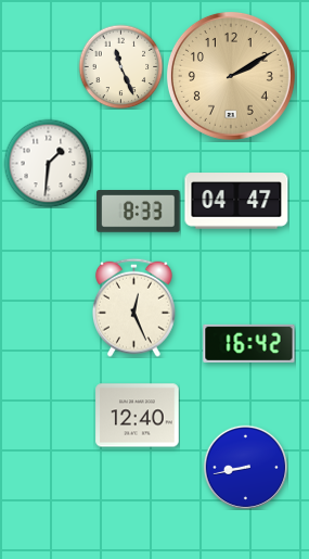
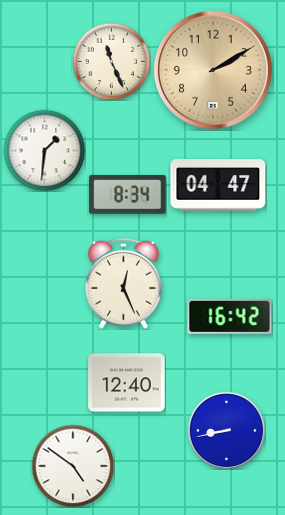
clock at (139, 212): 8:33 -> 8:34
clock at (73, 466): none -> 4:51
